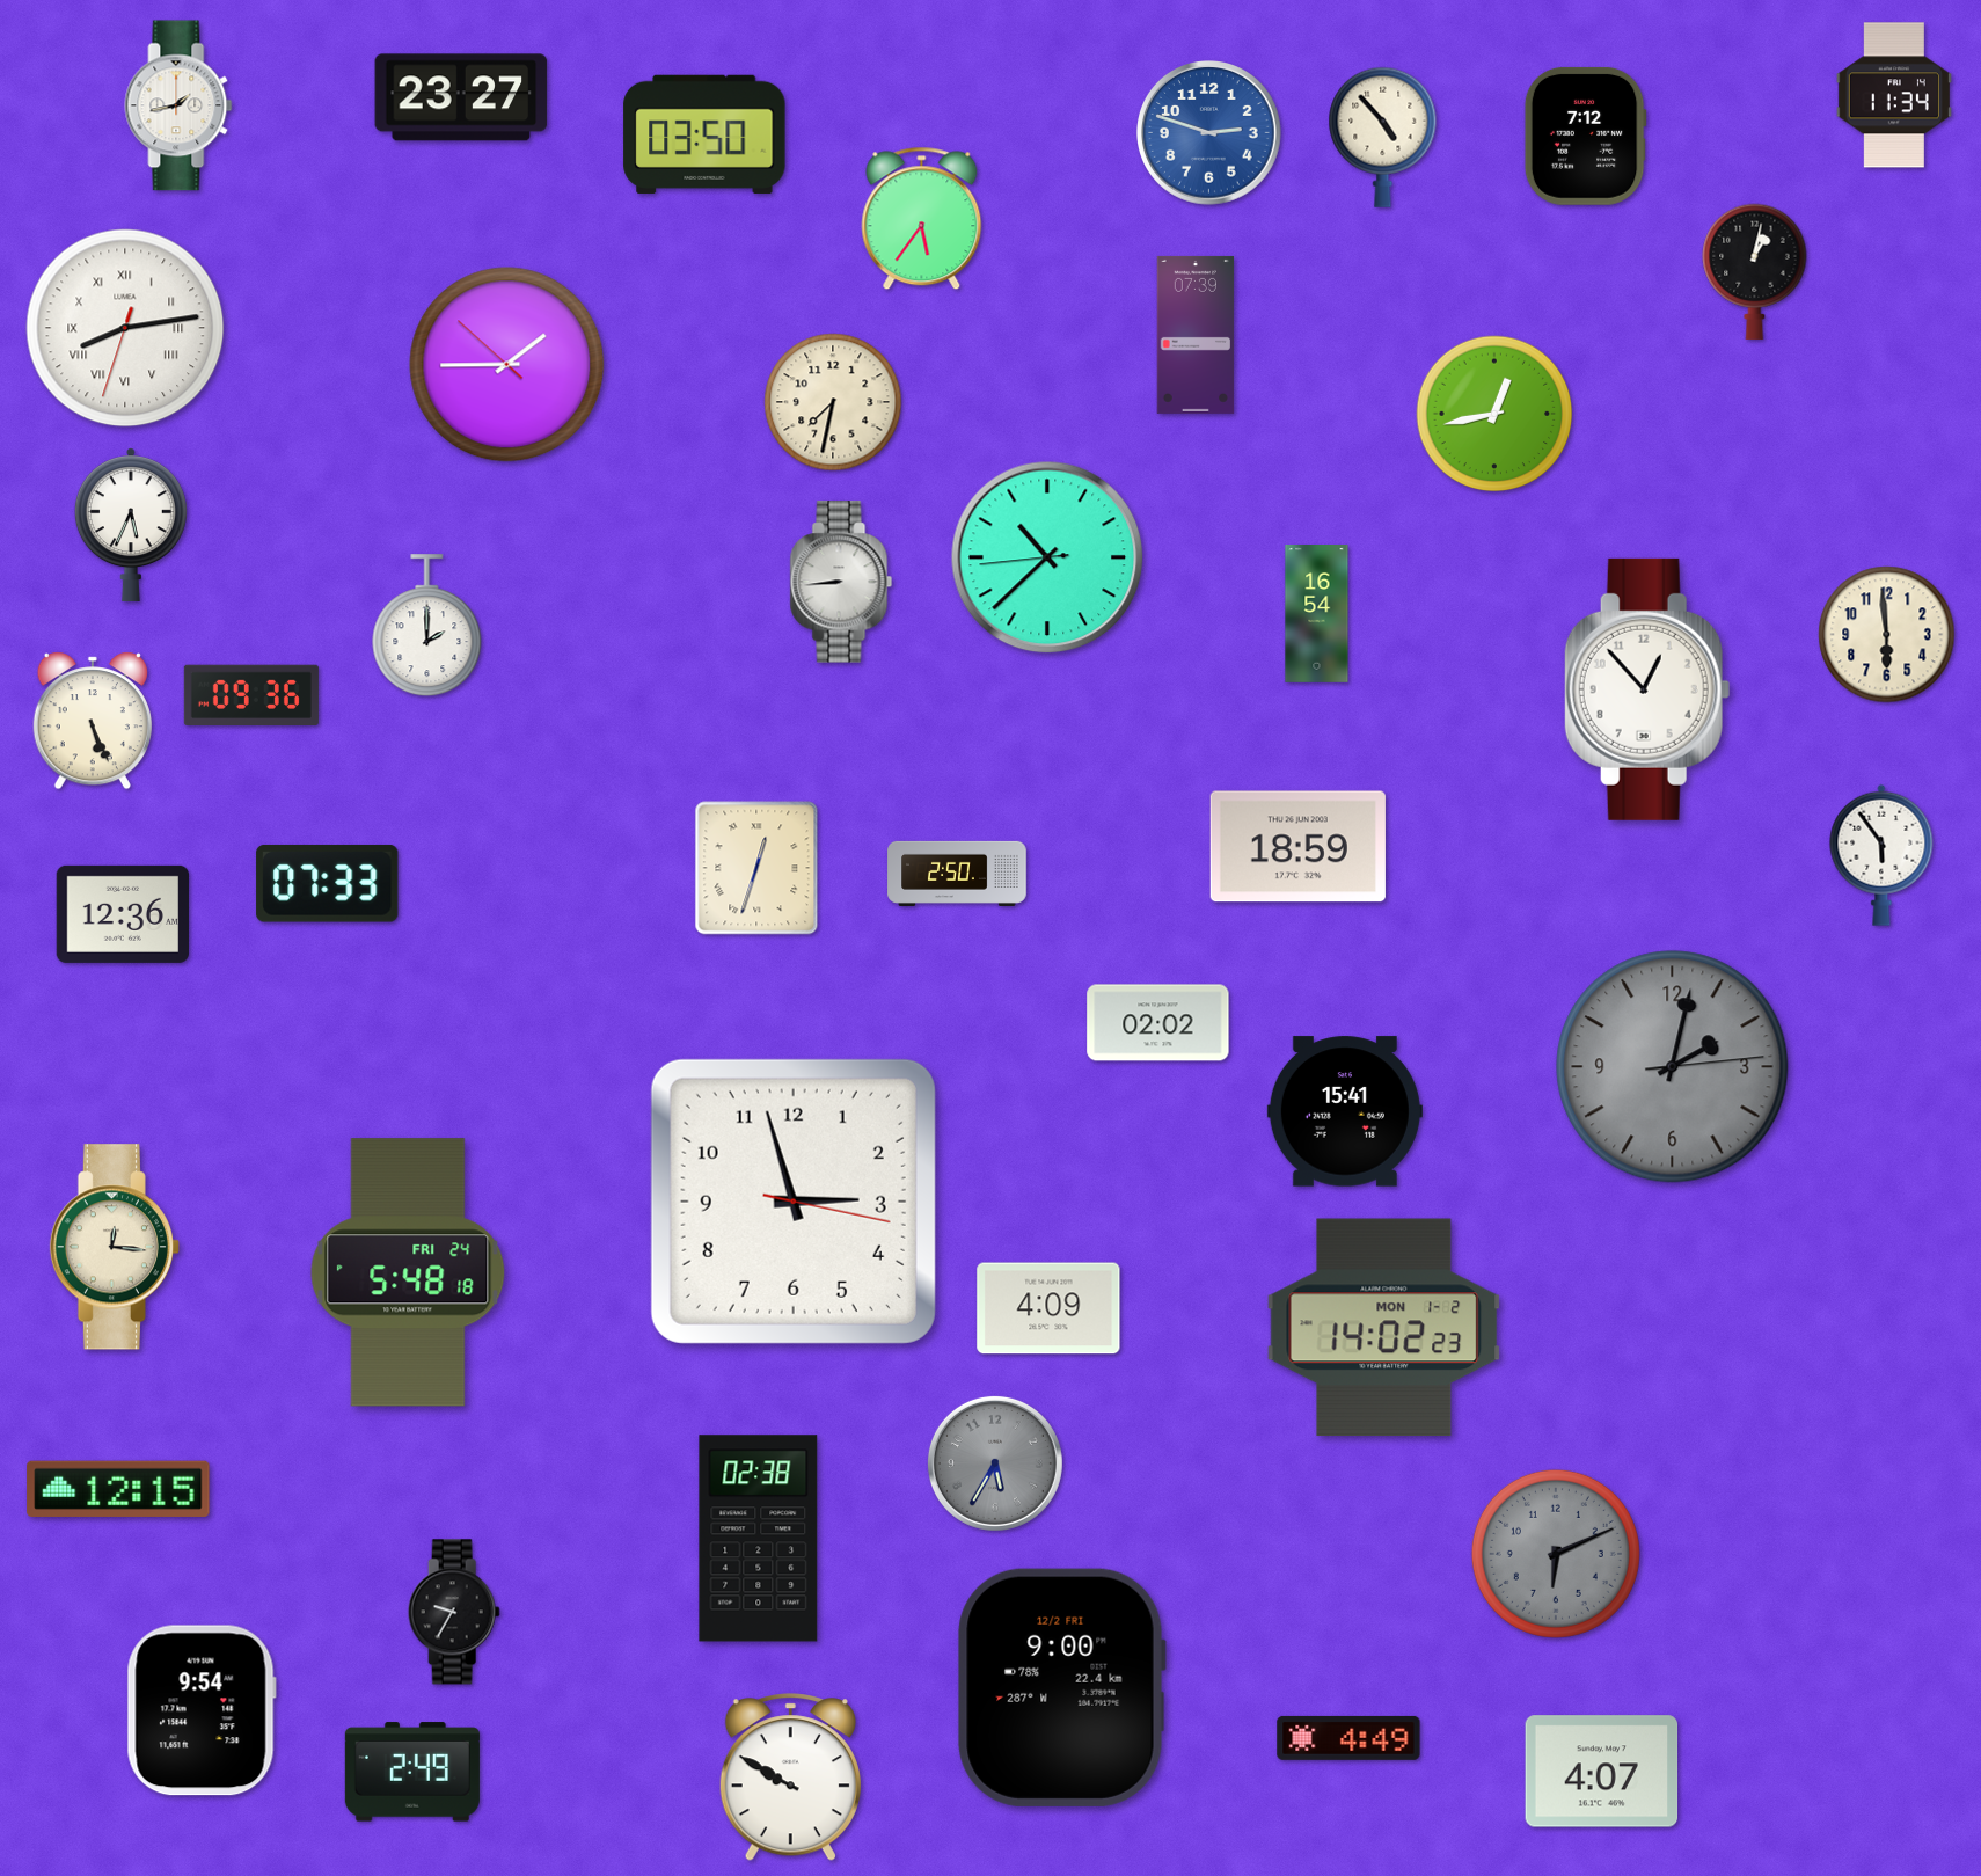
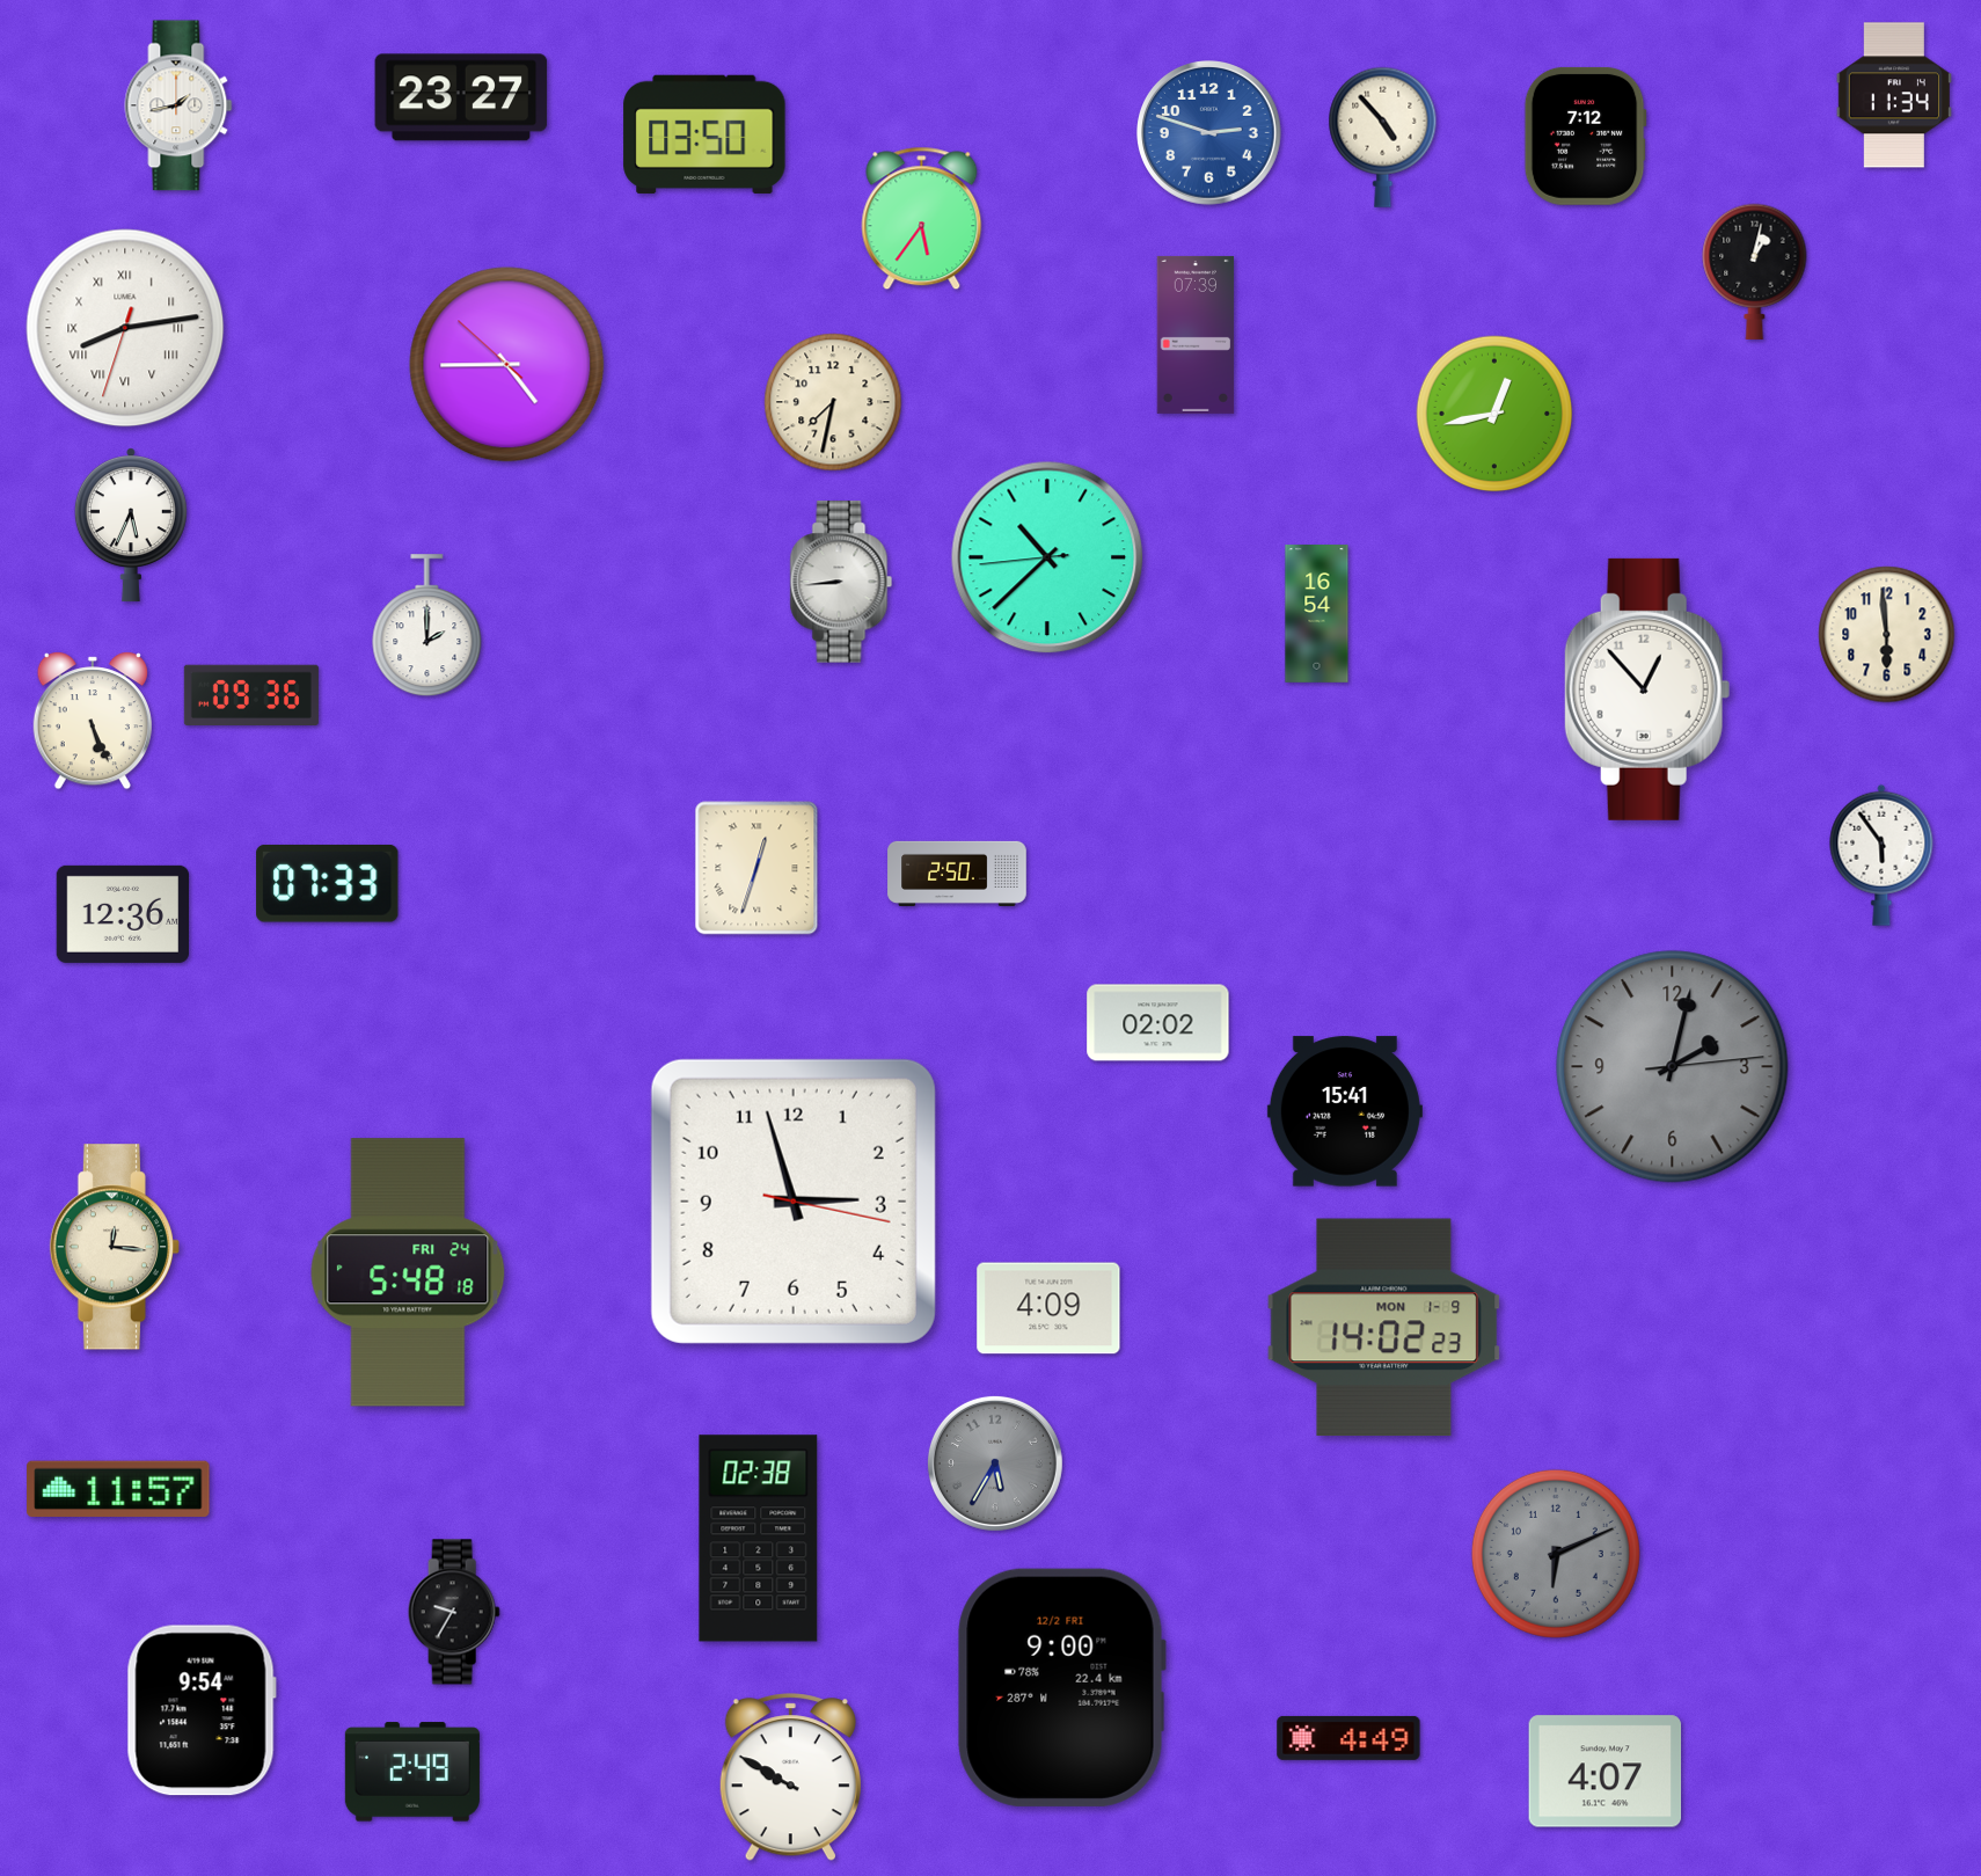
clock at (507, 365): 1:44 -> 4:44
clock at (1297, 847): 18:59 -> none
clock at (1384, 1328) date: MON 1-2 -> MON 1-9
clock at (118, 1489): 12:15 -> 11:57
clock at (1602, 1772) position: (1602, 1772) -> (1606, 1772)
